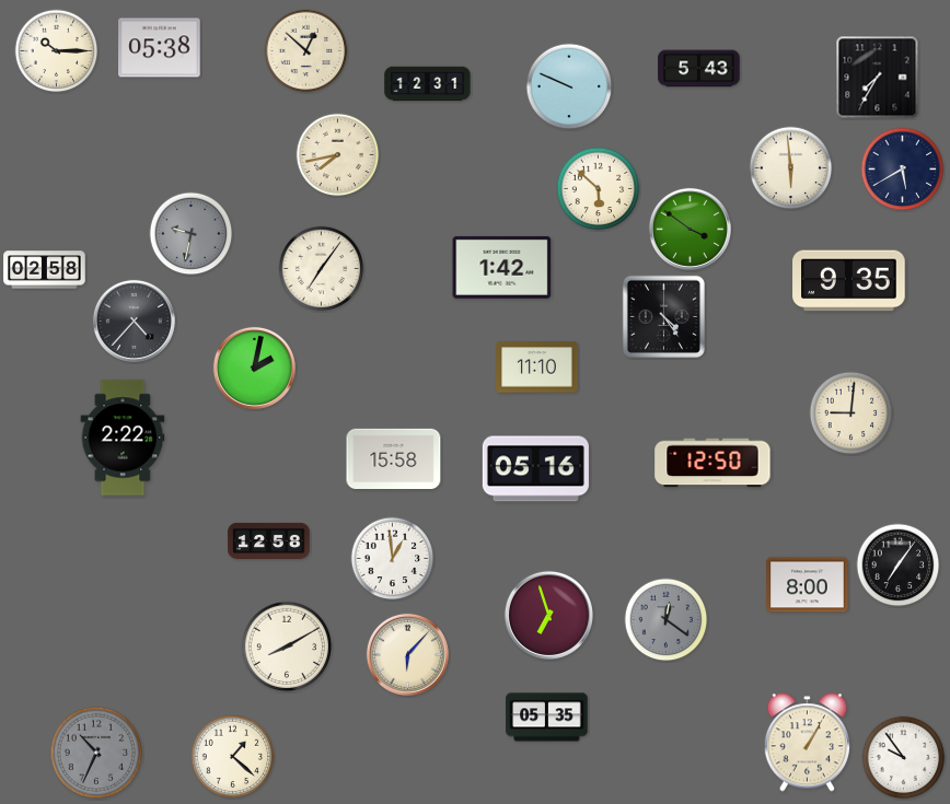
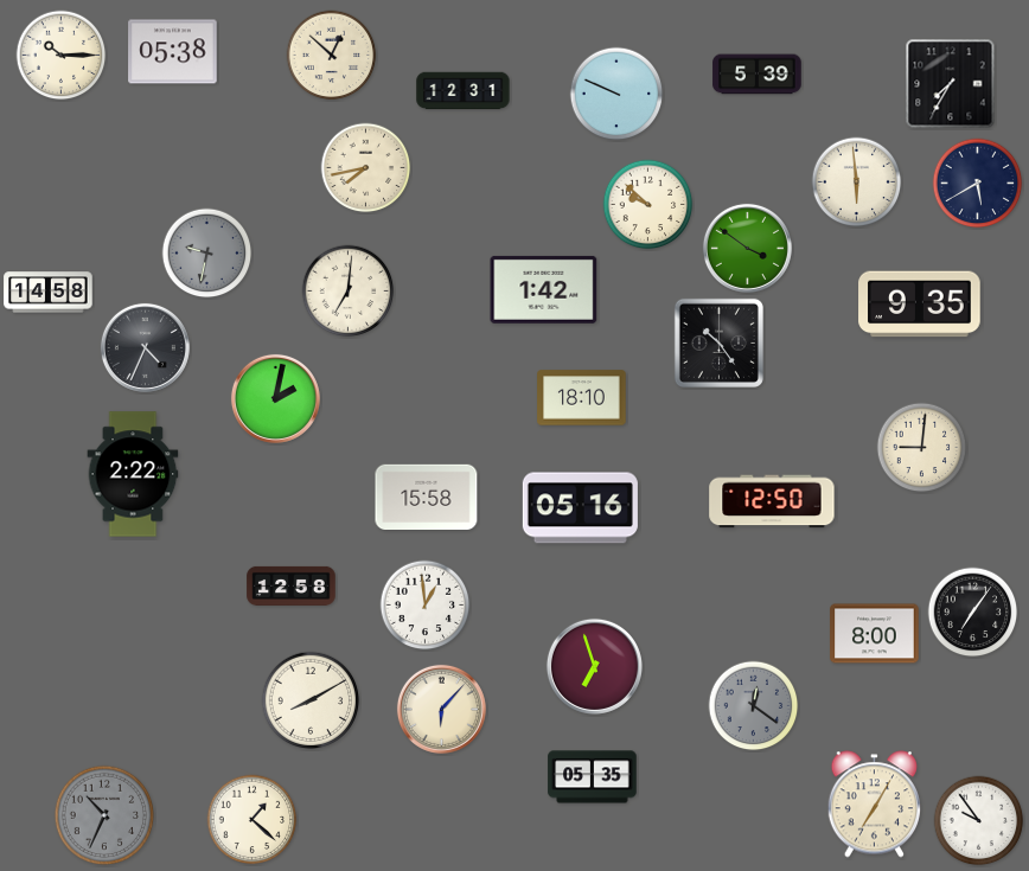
clock at (699, 69): 5:43 -> 5:39
clock at (599, 189): 5:52 -> 9:52
clock at (322, 269): 7:06 -> 7:01
clock at (45, 270): 02:58 -> 14:58
clock at (663, 316): 4:24 -> 10:24
clock at (134, 321): 4:37 -> 4:34
clock at (537, 368): 11:10 -> 18:10
clock at (667, 620) position: (667, 620) -> (754, 706)
clock at (807, 743): 1:05 -> 7:05
